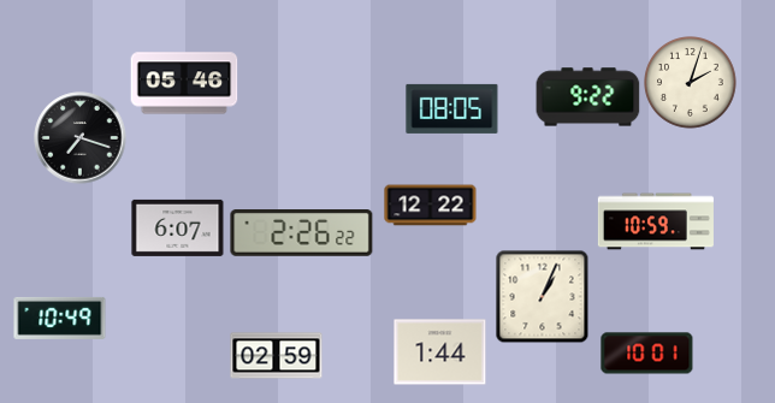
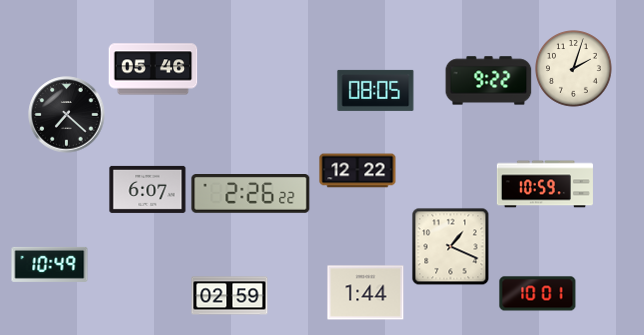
clock at (81, 138): 7:18 -> 7:22
clock at (542, 296): 1:04 -> 1:19
